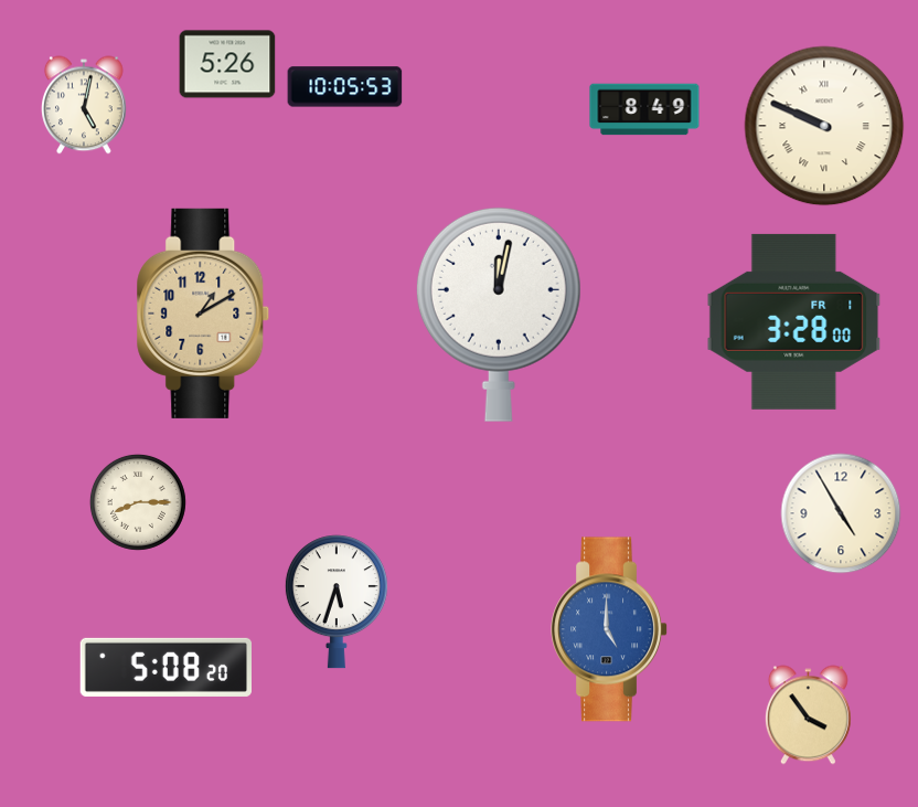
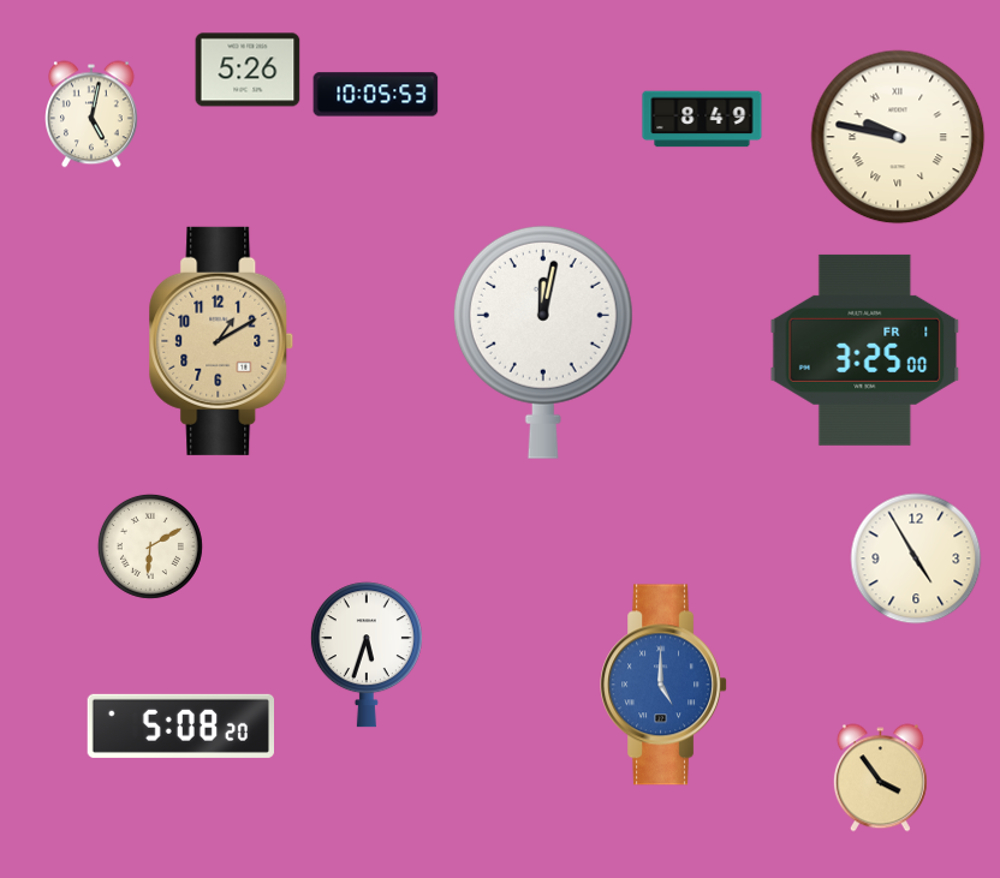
clock at (824, 126): 9:49 -> 9:47
clock at (794, 321): 3:28 -> 3:25
clock at (138, 502): 8:15 -> 6:10
